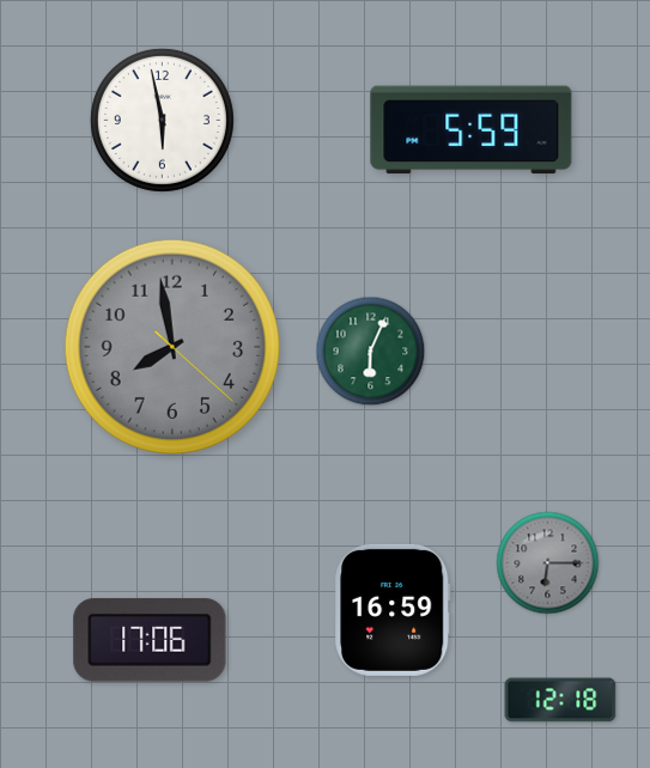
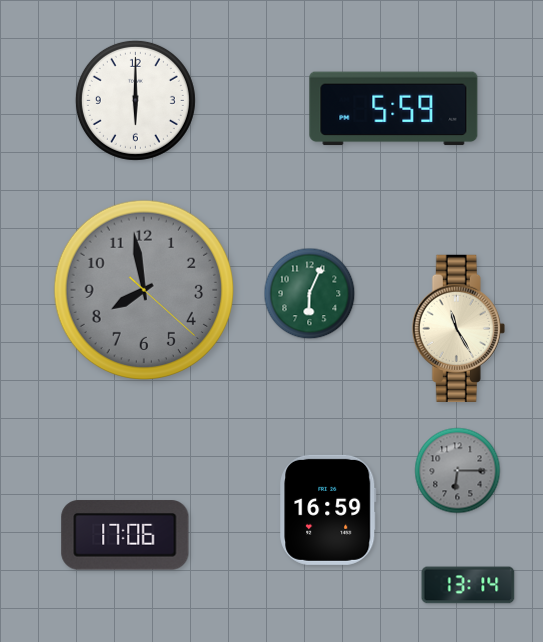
clock at (162, 120): 5:58 -> 6:00
clock at (458, 328): none -> 11:25
clock at (560, 700): 12:18 -> 13:14
